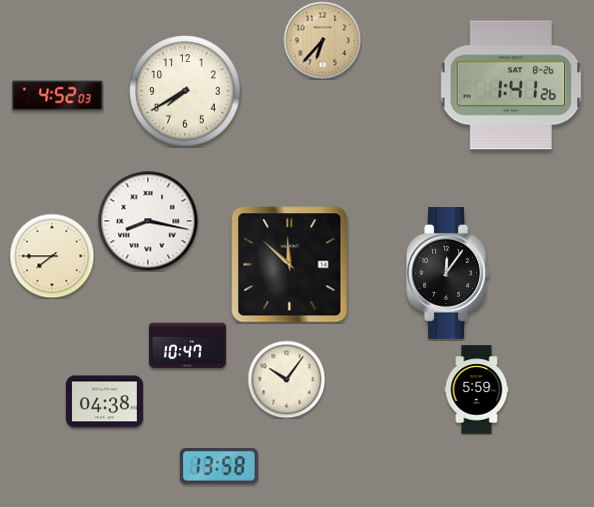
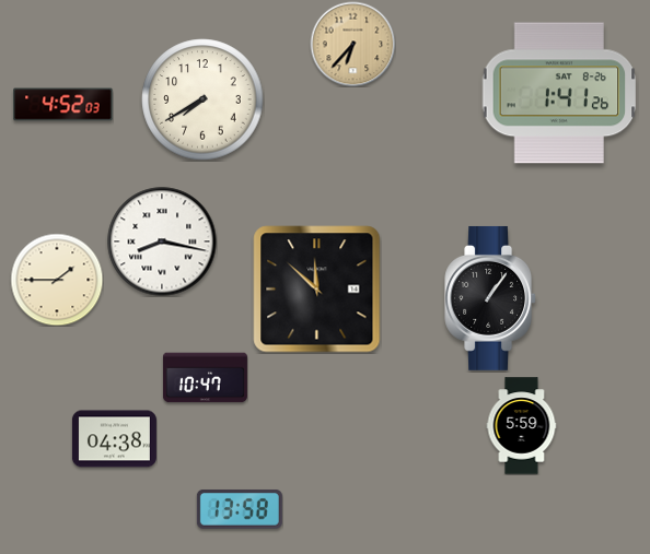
clock at (52, 256): 7:45 -> 1:45
clock at (448, 273): 12:06 -> 1:06
clock at (286, 379): 10:06 -> none
